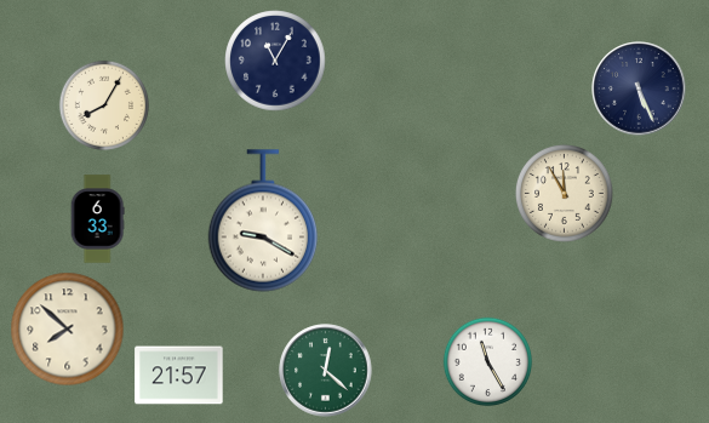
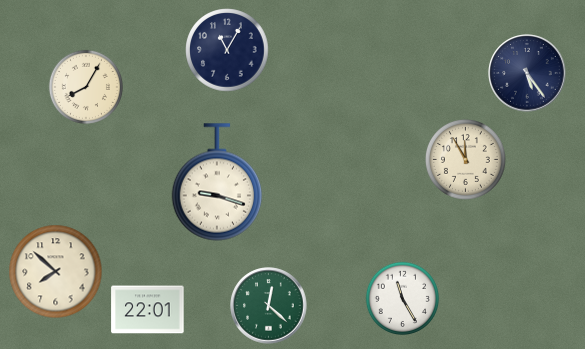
clock at (639, 88): 5:26 -> 5:24
clock at (97, 219): 6:33 -> none
clock at (263, 221): 9:20 -> 9:18
clock at (179, 376): 21:57 -> 22:01
